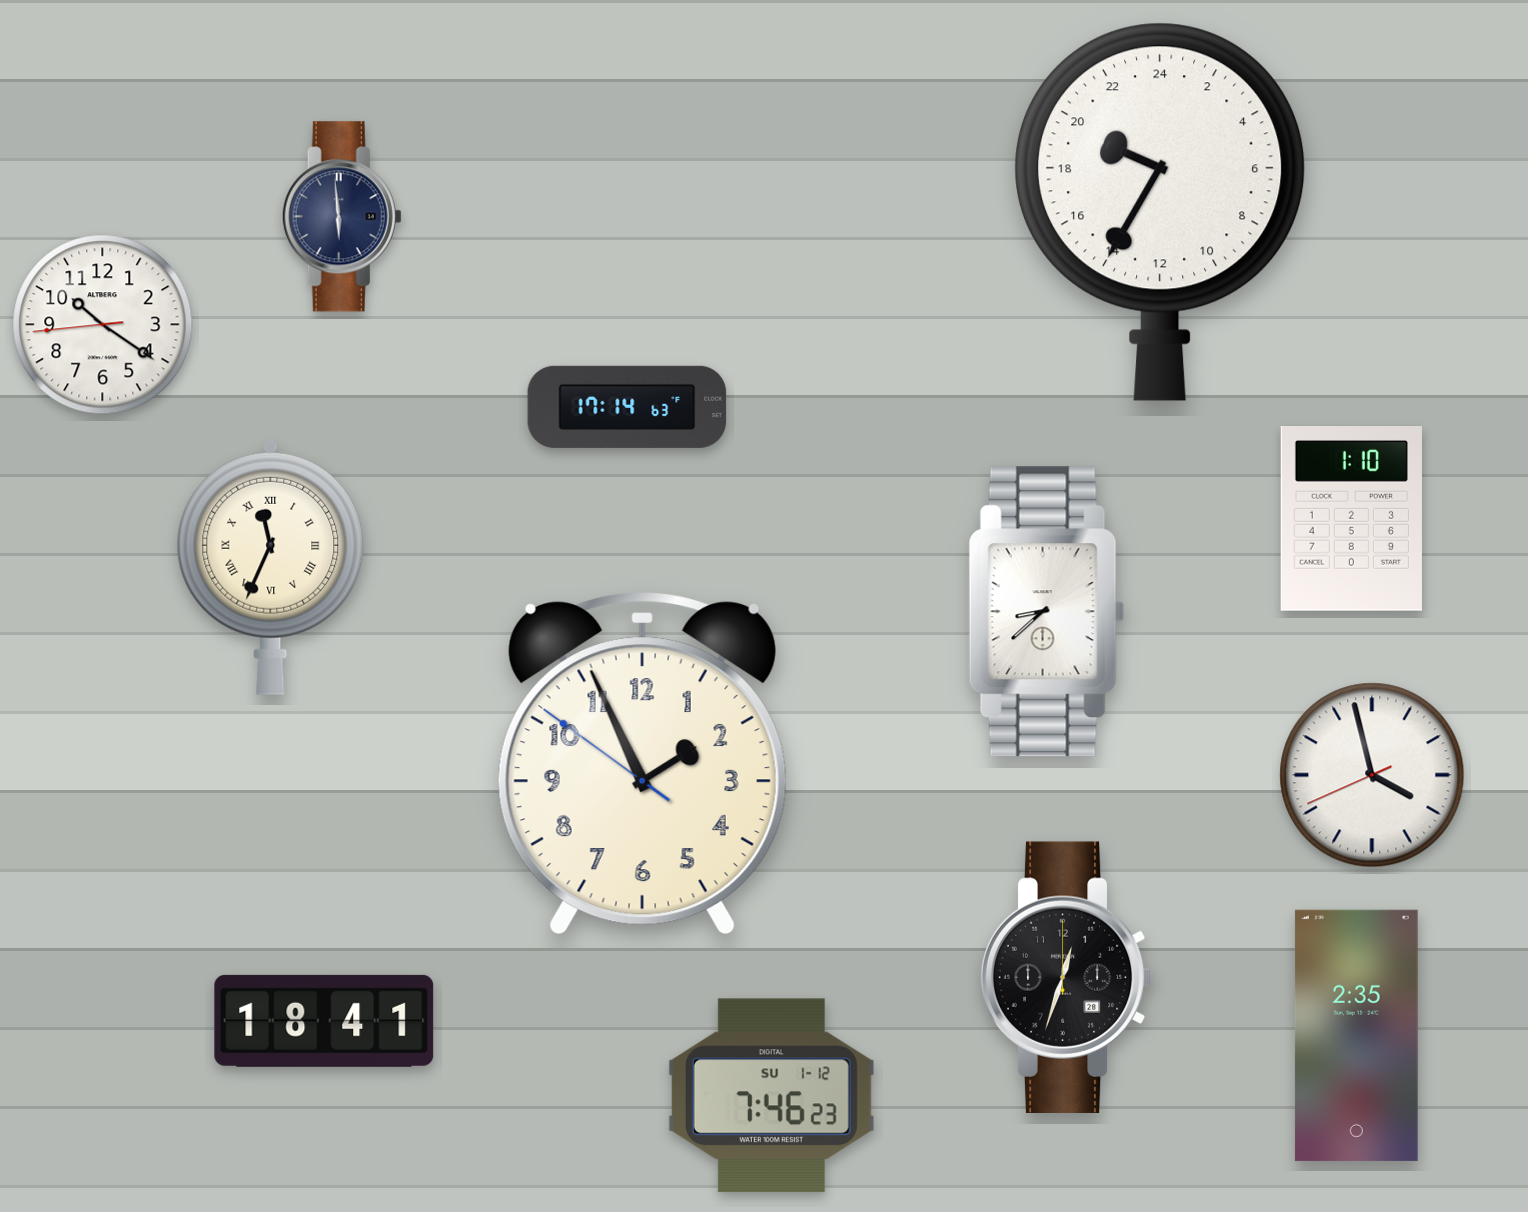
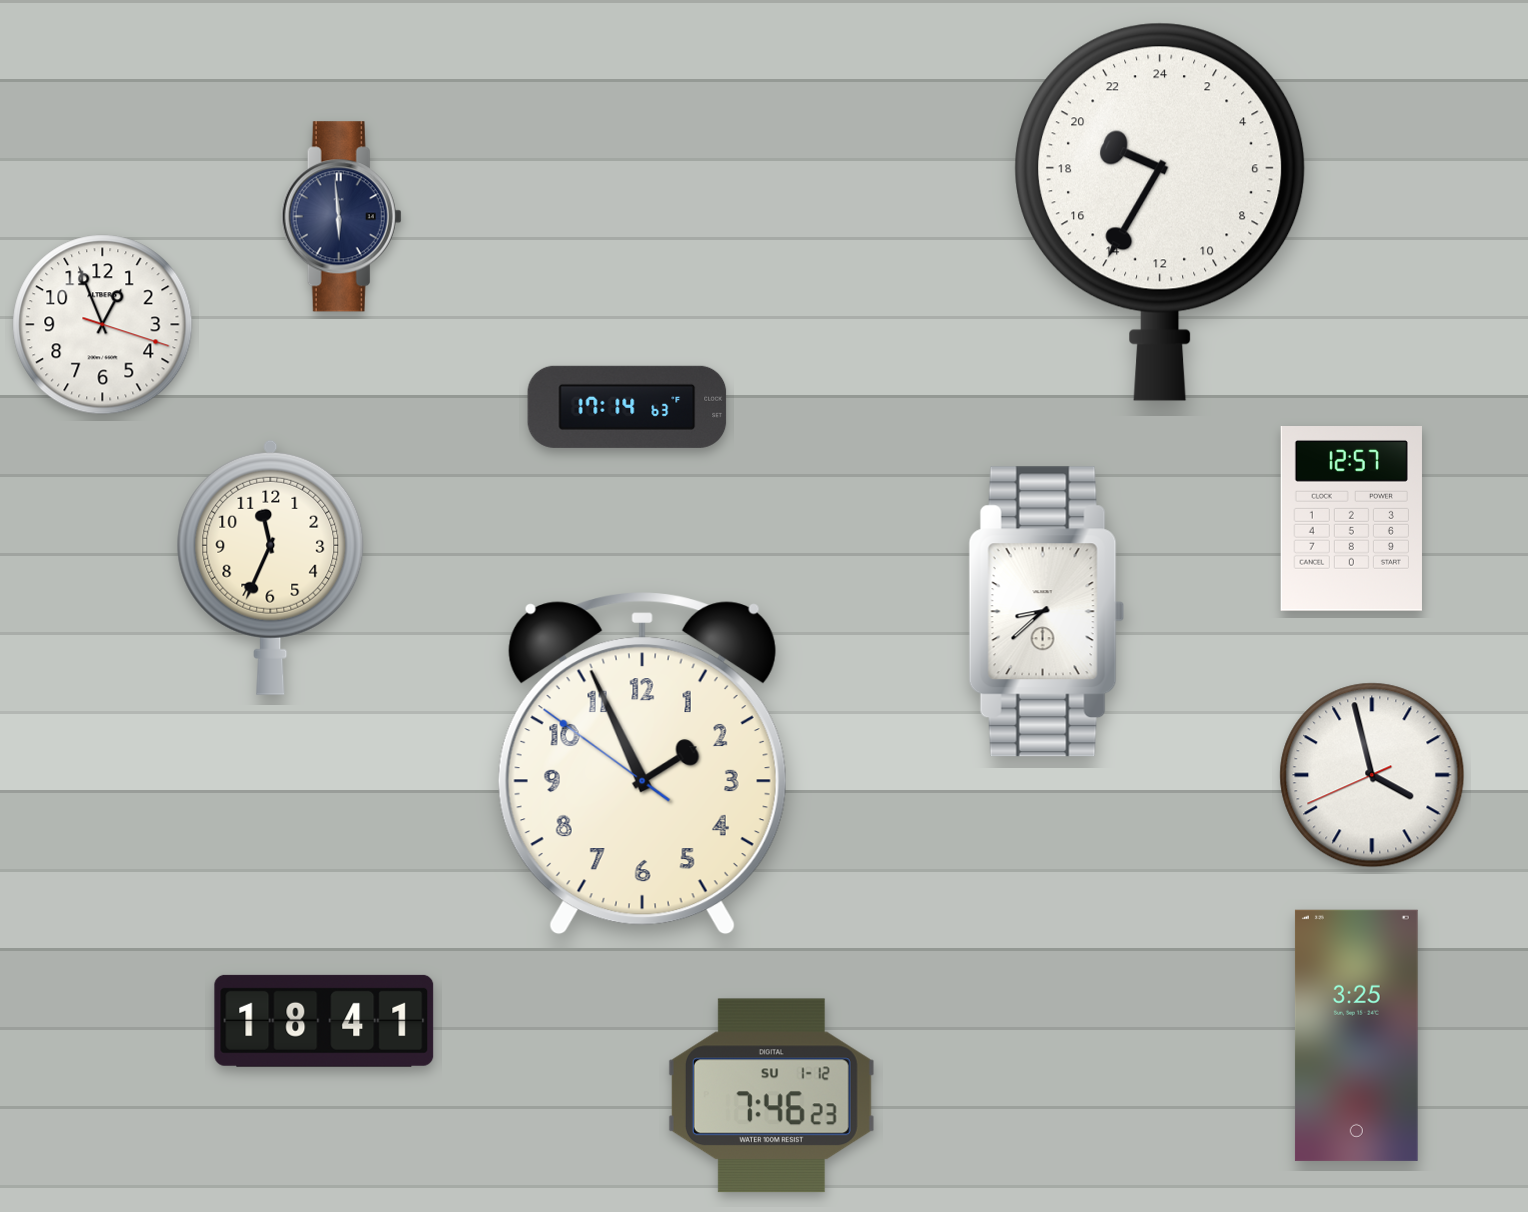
clock at (103, 325): 10:20 -> 12:56
clock at (1351, 519): 1:10 -> 12:57
clock at (271, 567) numerals: Roman -> Arabic
clock at (1066, 977): 12:33 -> none
clock at (1356, 1035): 2:35 -> 3:25
